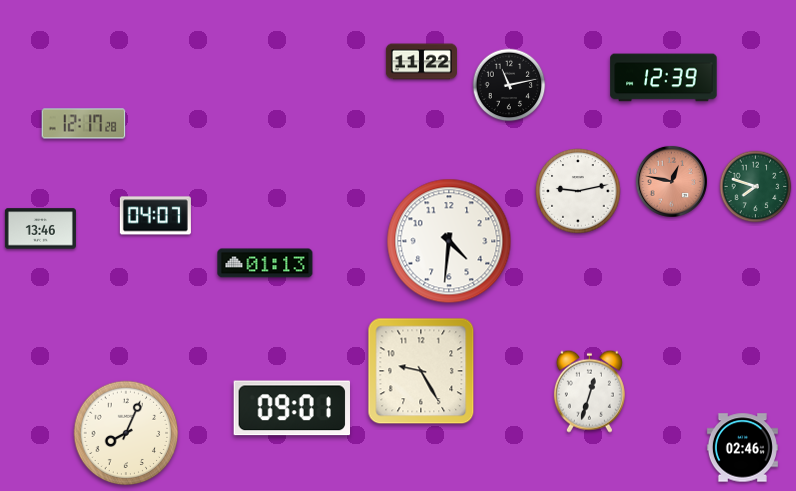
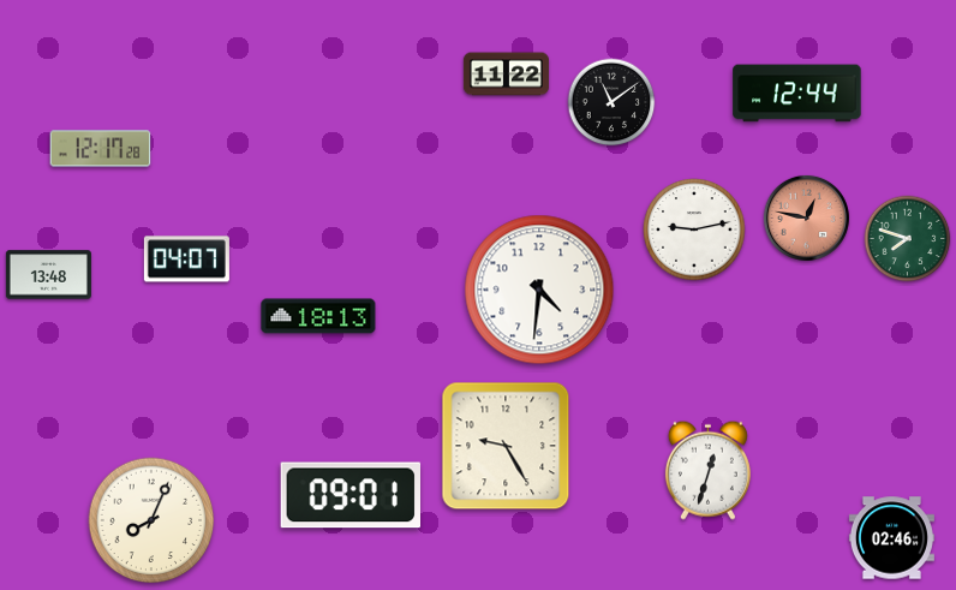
clock at (664, 78): 12:39 -> 12:44
clock at (509, 85): 11:13 -> 11:09
clock at (756, 187) position: (756, 187) -> (908, 239)
clock at (40, 229): 13:46 -> 13:48
clock at (265, 263): 01:13 -> 18:13
clock at (291, 408) position: (291, 408) -> (349, 495)
